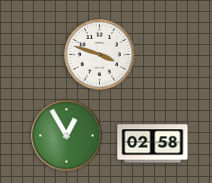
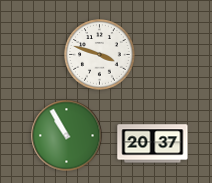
clock at (67, 136): 12:55 -> 10:55
clock at (153, 144): 02:58 -> 20:37
